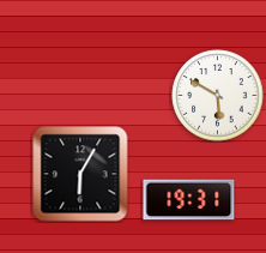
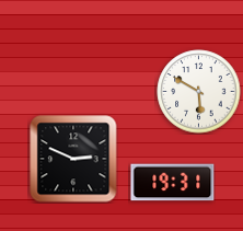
clock at (218, 96) position: (218, 96) -> (199, 92)
clock at (80, 174): 6:05 -> 2:49
